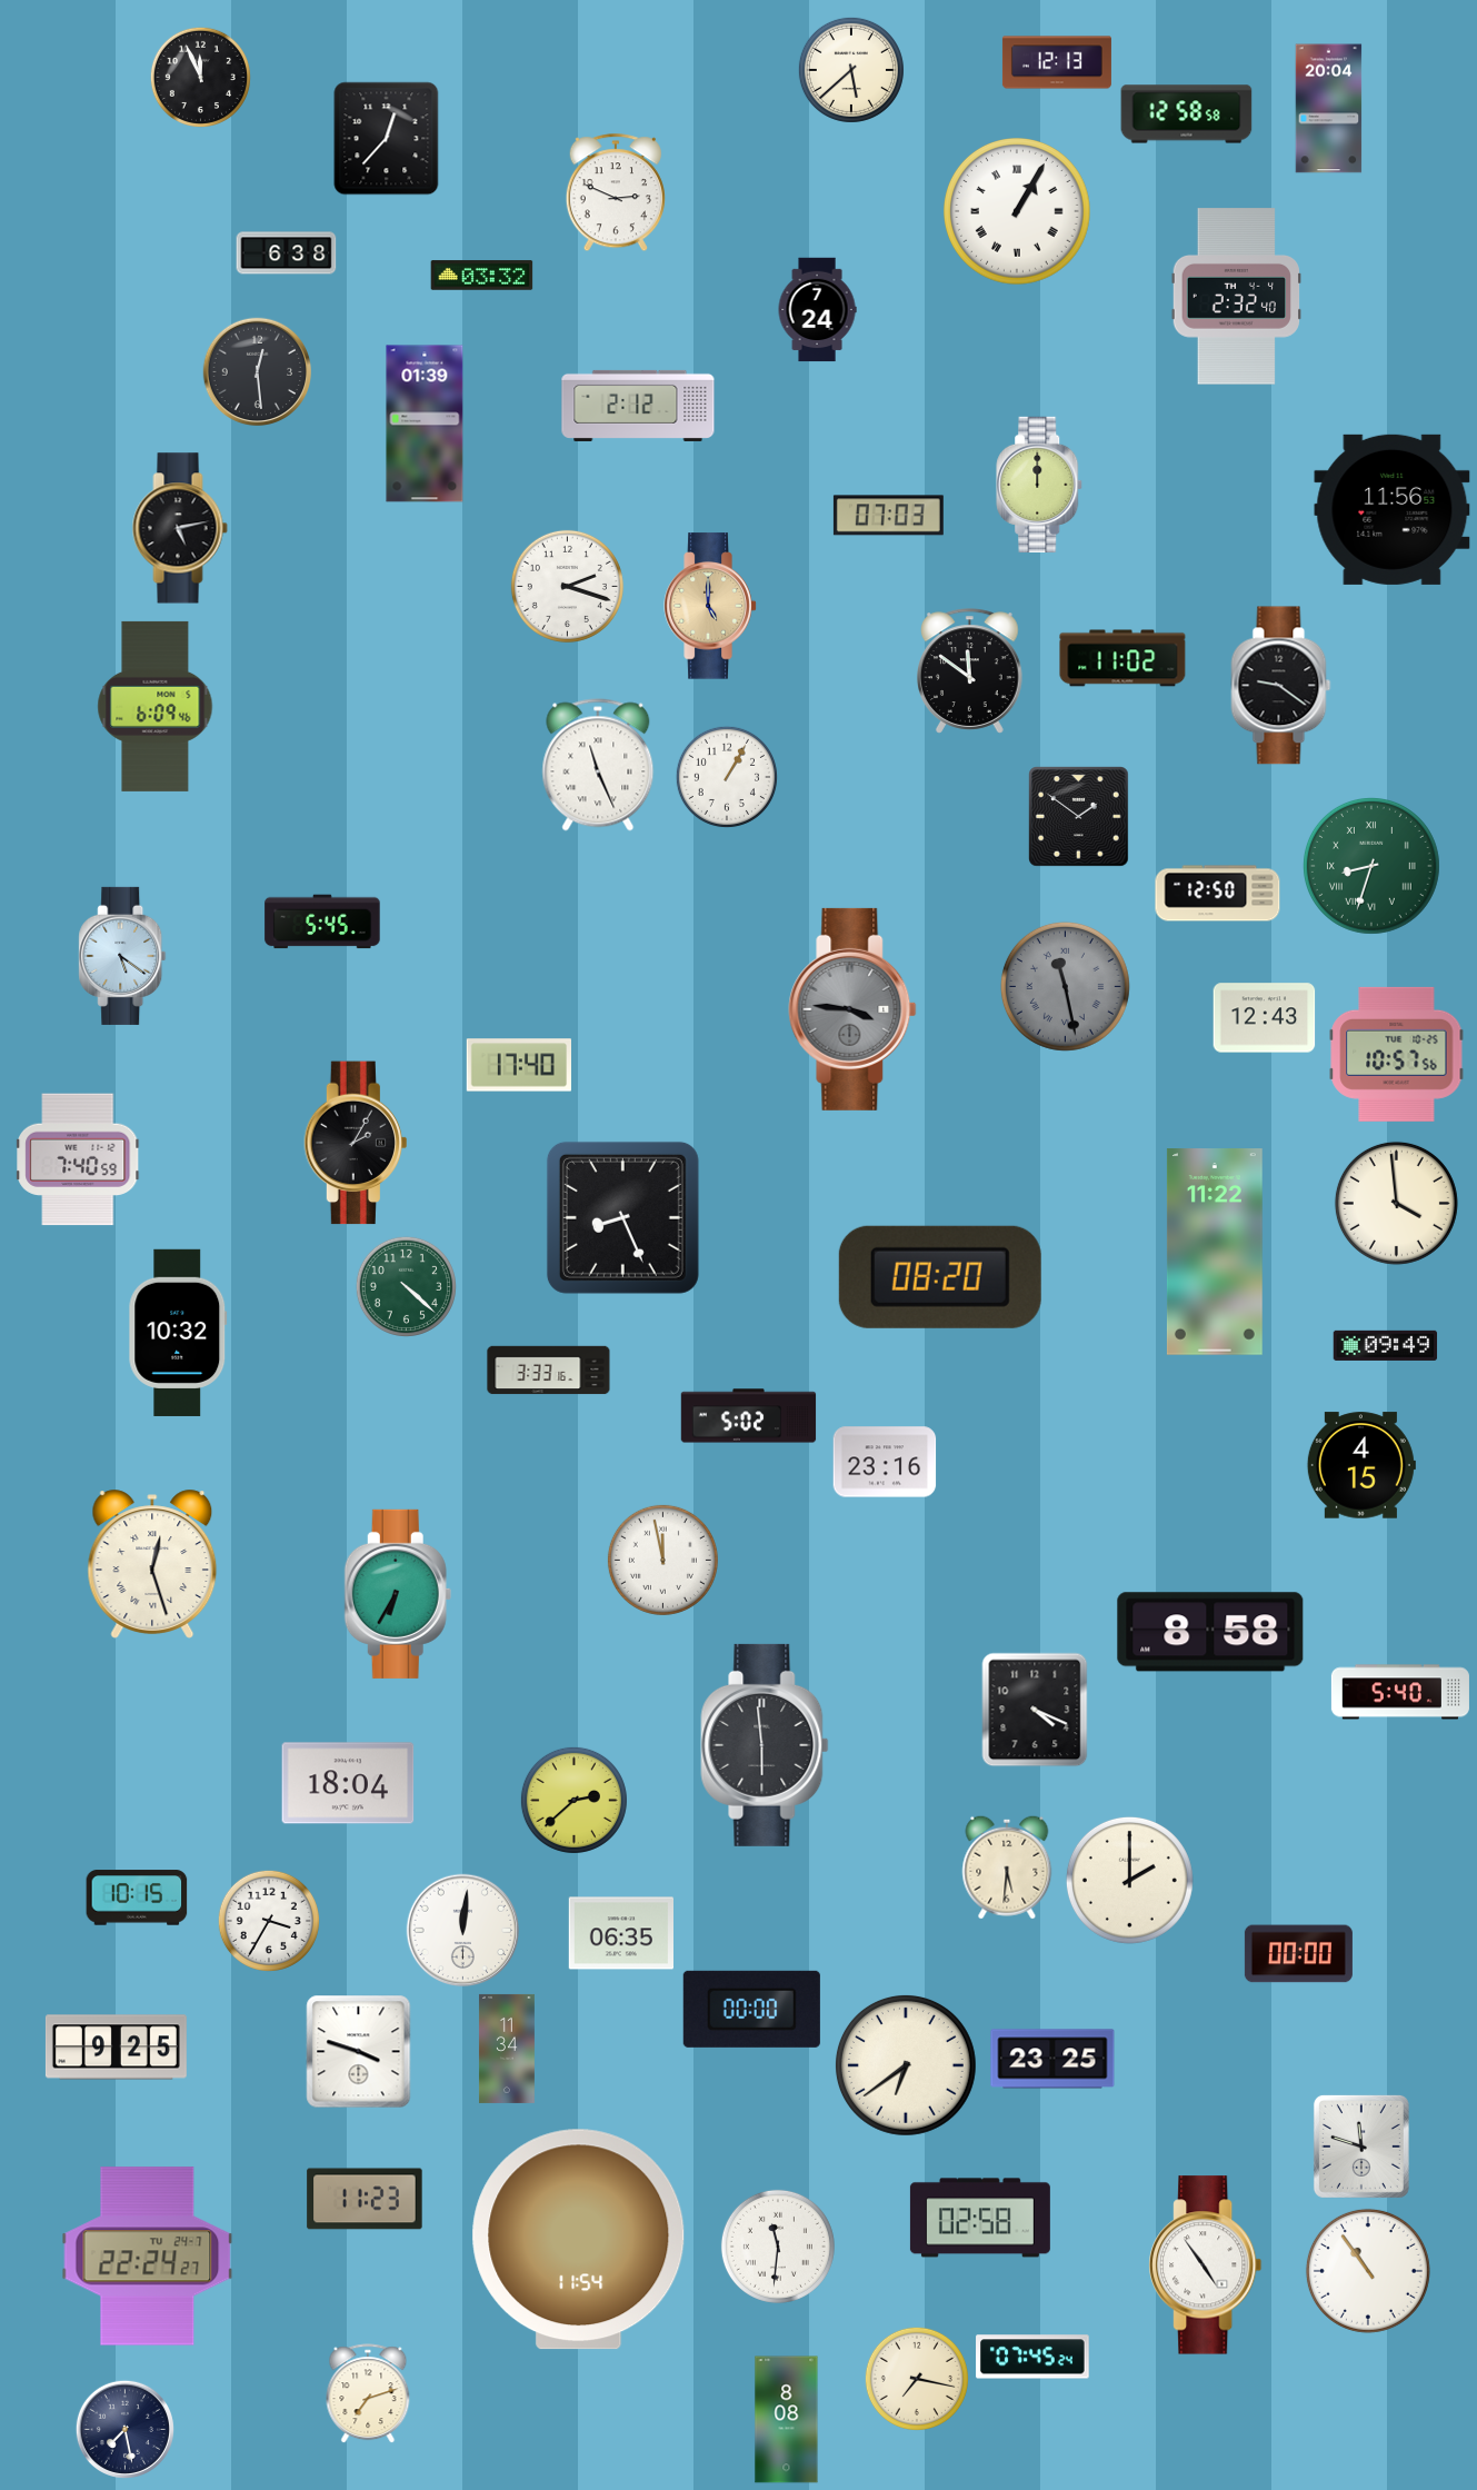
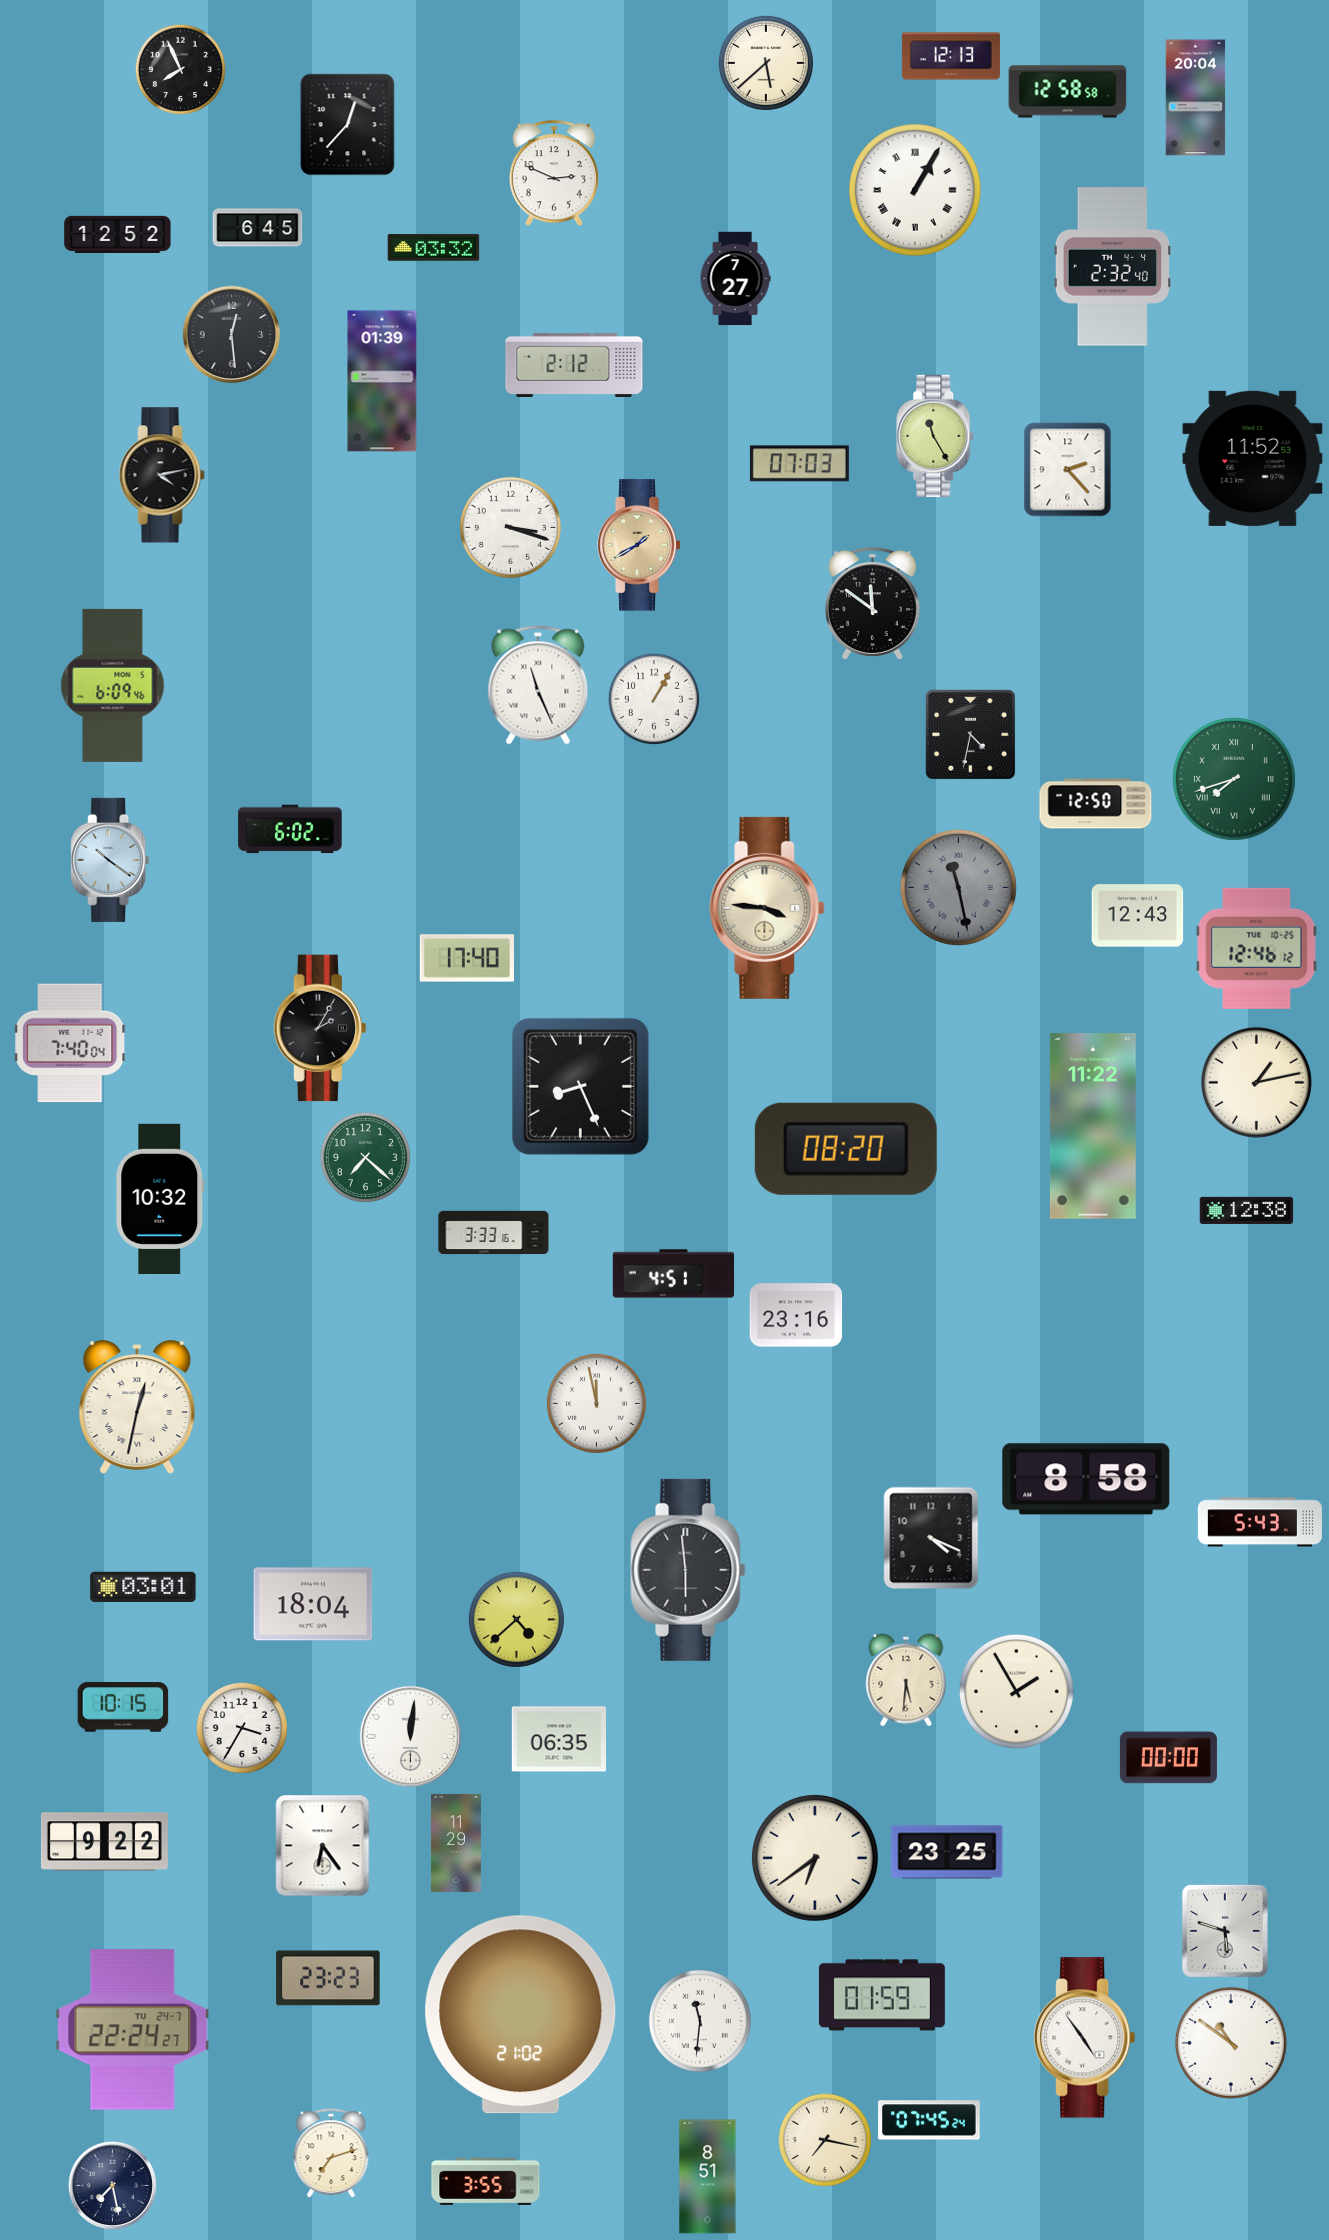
clock at (200, 77): 11:56 -> 7:56
clock at (1187, 114) position: (1187, 114) -> (1068, 92)
clock at (287, 253): 6:38 -> 6:45
clock at (118, 234): none -> 12:52
clock at (817, 310): 7:24 -> 7:27
clock at (1040, 484): 12:00 -> 11:25
clock at (1393, 509): 11:56 -> 11:52
clock at (1068, 470): none -> 2:23
clock at (180, 528): 5:13 -> 4:13
clock at (567, 586): 2:18 -> 3:18
clock at (710, 606): 5:00 -> 1:40
clock at (1122, 658): 11:02 -> none
clock at (1281, 686): 9:21 -> none
clock at (156, 706) position: (156, 706) -> (113, 685)
clock at (598, 765) position: (598, 765) -> (538, 685)
clock at (1079, 817): 1:51 -> 4:32
clock at (1371, 866): 8:33 -> 7:42
clock at (322, 922): 5:45 -> 6:02
clock at (122, 956): 5:21 -> 10:21
clock at (852, 1009) dial: grey -> cream
clock at (1397, 1054): 10:57 -> 12:46
clock at (79, 1159): 7:40:59 -> 7:40:04
clock at (1396, 1203): 3:59 -> 1:13
clock at (622, 1217) position: (622, 1217) -> (580, 1086)
clock at (406, 1286): 4:22 -> 7:22
clock at (1386, 1345): 09:49 -> 12:38
clock at (749, 1416): 5:02 -> 4:51
clock at (1361, 1465): 4:15 -> none
clock at (152, 1564): 12:27 -> 12:32
clock at (398, 1594): 6:35 -> none
clock at (1210, 1632) position: (1210, 1632) -> (1086, 1479)
clock at (1400, 1692): 5:40 -> 5:43
clock at (143, 1587): none -> 03:01
clock at (573, 1800): 2:38 -> 4:38
clock at (1129, 1880): 2:00 -> 1:55
clock at (463, 1931) position: (463, 1931) -> (411, 1737)
clock at (751, 2009): 00:00 -> none
clock at (116, 2048): 9:25 -> 9:22
clock at (507, 2049): 11:34 -> 11:29
clock at (359, 2052): 3:48 -> 6:24
clock at (1361, 2147): 11:48 -> 5:48
clock at (365, 2199): 11:23 -> 23:23
clock at (980, 2218): 02:58 -> 01:59
clock at (579, 2240): 11:54 -> 21:02
clock at (1368, 2271): 10:54 -> 10:51
clock at (787, 2420): 8:08 -> 8:51
clock at (486, 2181): none -> 3:55
